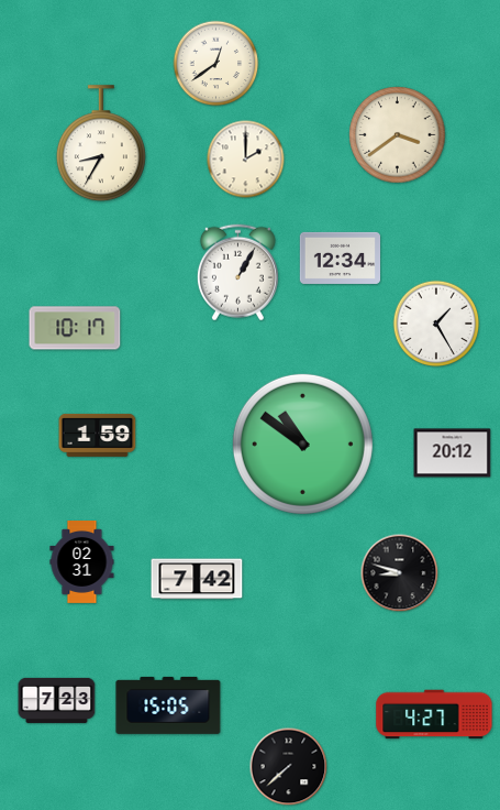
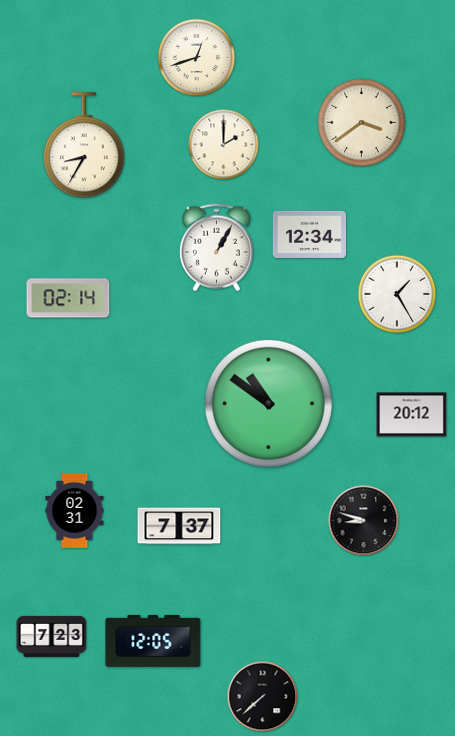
clock at (216, 64): 12:39 -> 12:42
clock at (101, 144) position: (101, 144) -> (84, 146)
clock at (75, 328): 10:17 -> 02:14
clock at (98, 435): 1:59 -> none
clock at (302, 444) position: (302, 444) -> (268, 403)
clock at (453, 453) position: (453, 453) -> (412, 415)
clock at (197, 579): 7:42 -> 7:37
clock at (168, 705): 15:05 -> 12:05
clock at (434, 714): 4:27 -> none
